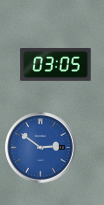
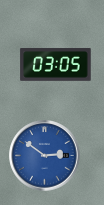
clock at (41, 148) position: (41, 148) -> (45, 156)
